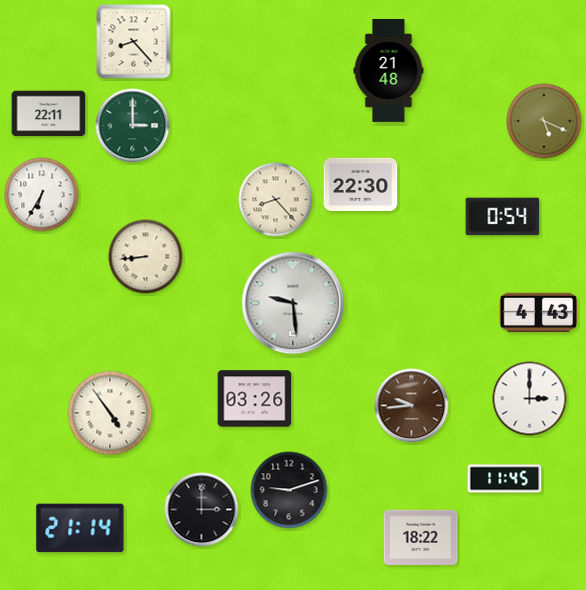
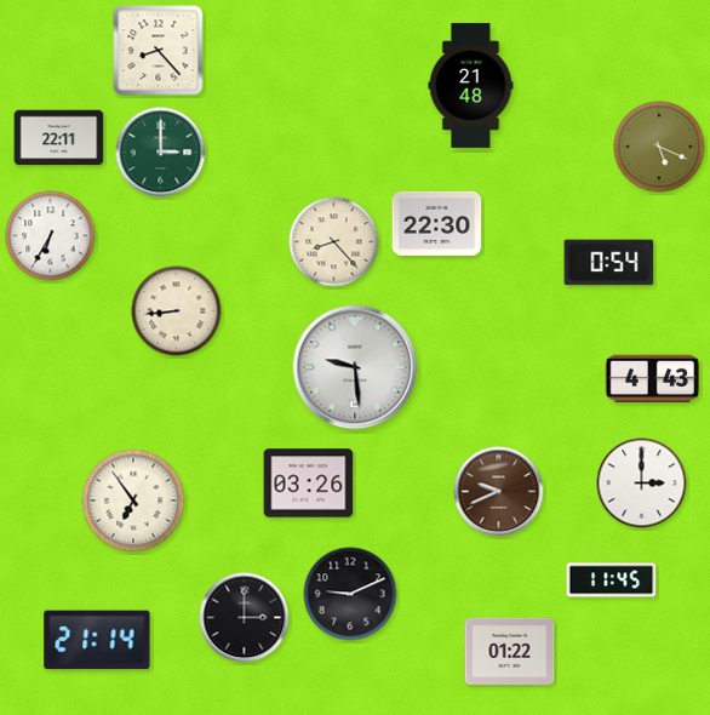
clock at (134, 42) position: (134, 42) -> (159, 51)
clock at (412, 406): 9:44 -> 9:41
clock at (110, 413): 4:54 -> 6:54
clock at (289, 490): 9:12 -> 9:11
clock at (421, 537): 18:22 -> 01:22
